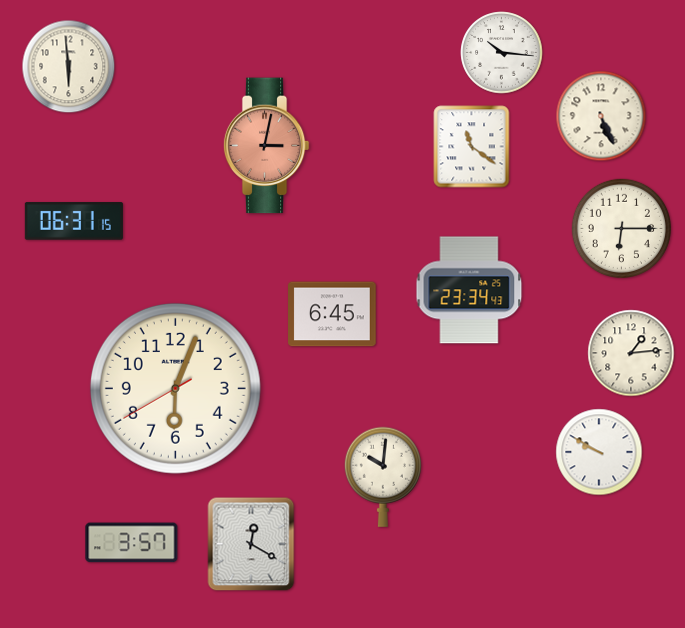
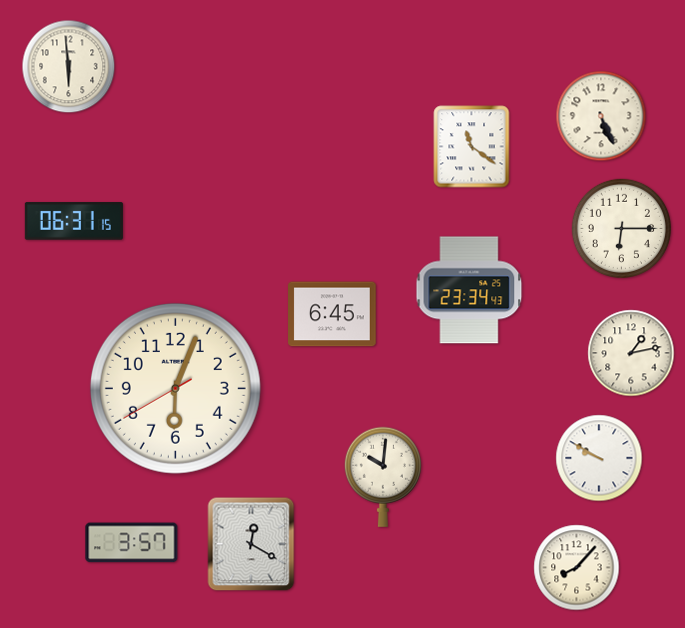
clock at (502, 53): 10:16 -> none
clock at (266, 146): 3:02 -> none
clock at (631, 353): 1:14 -> 1:13
clock at (599, 452) position: (599, 452) -> (599, 458)
clock at (577, 568): none -> 8:07
